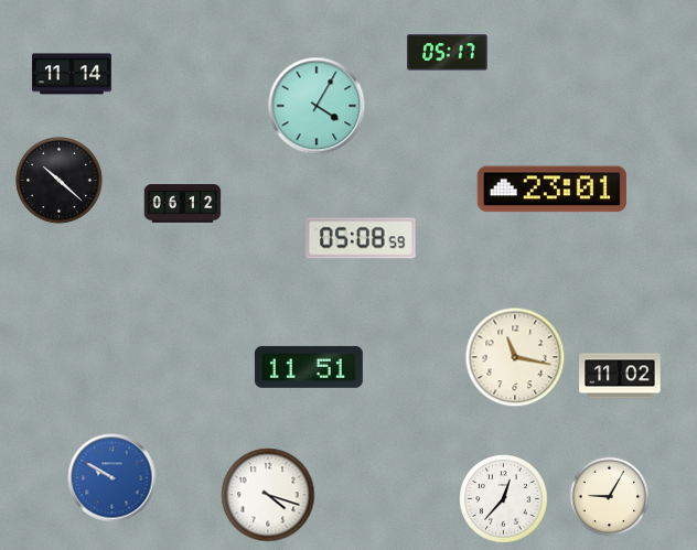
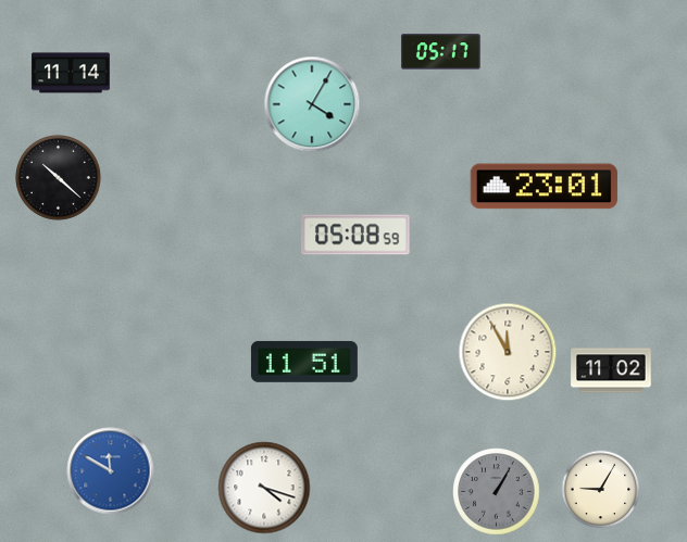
clock at (183, 204): 06:12 -> none
clock at (515, 357): 11:17 -> 11:55
clock at (112, 478): 9:50 -> 11:50
clock at (504, 499): 12:37 -> 1:05
clock at (504, 499) dial: white -> grey
